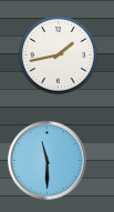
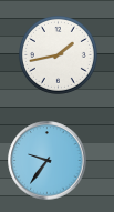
clock at (48, 161): 11:30 -> 9:36
